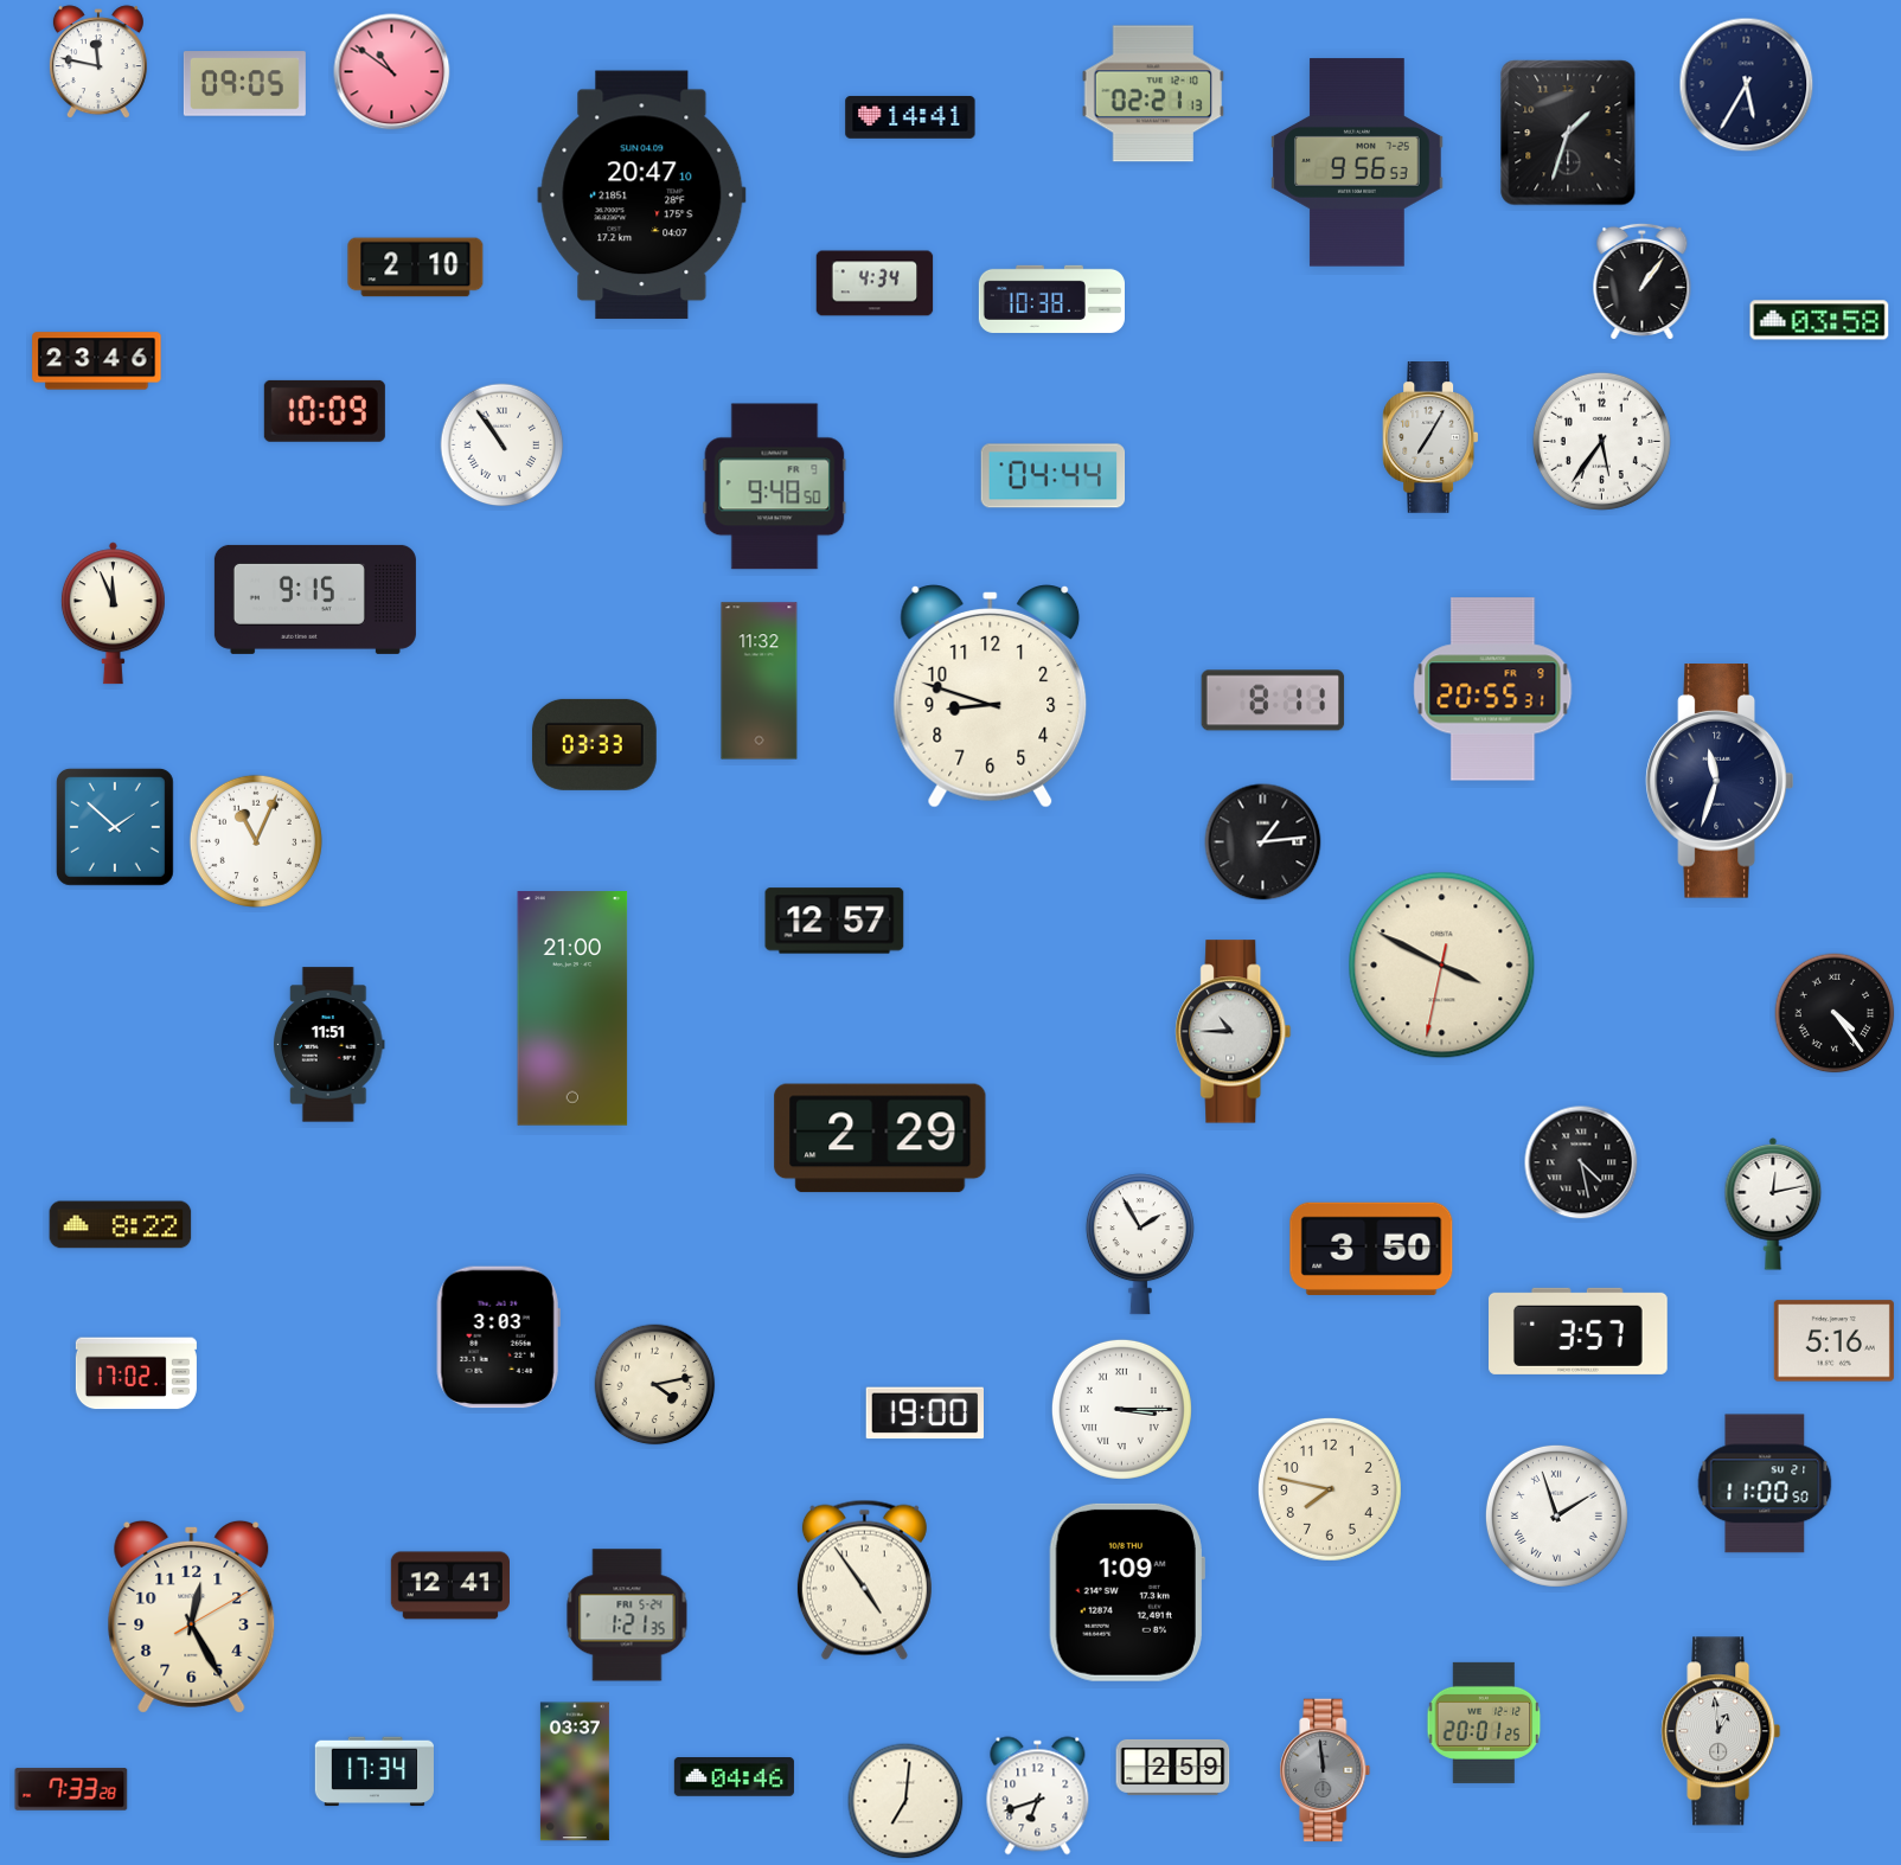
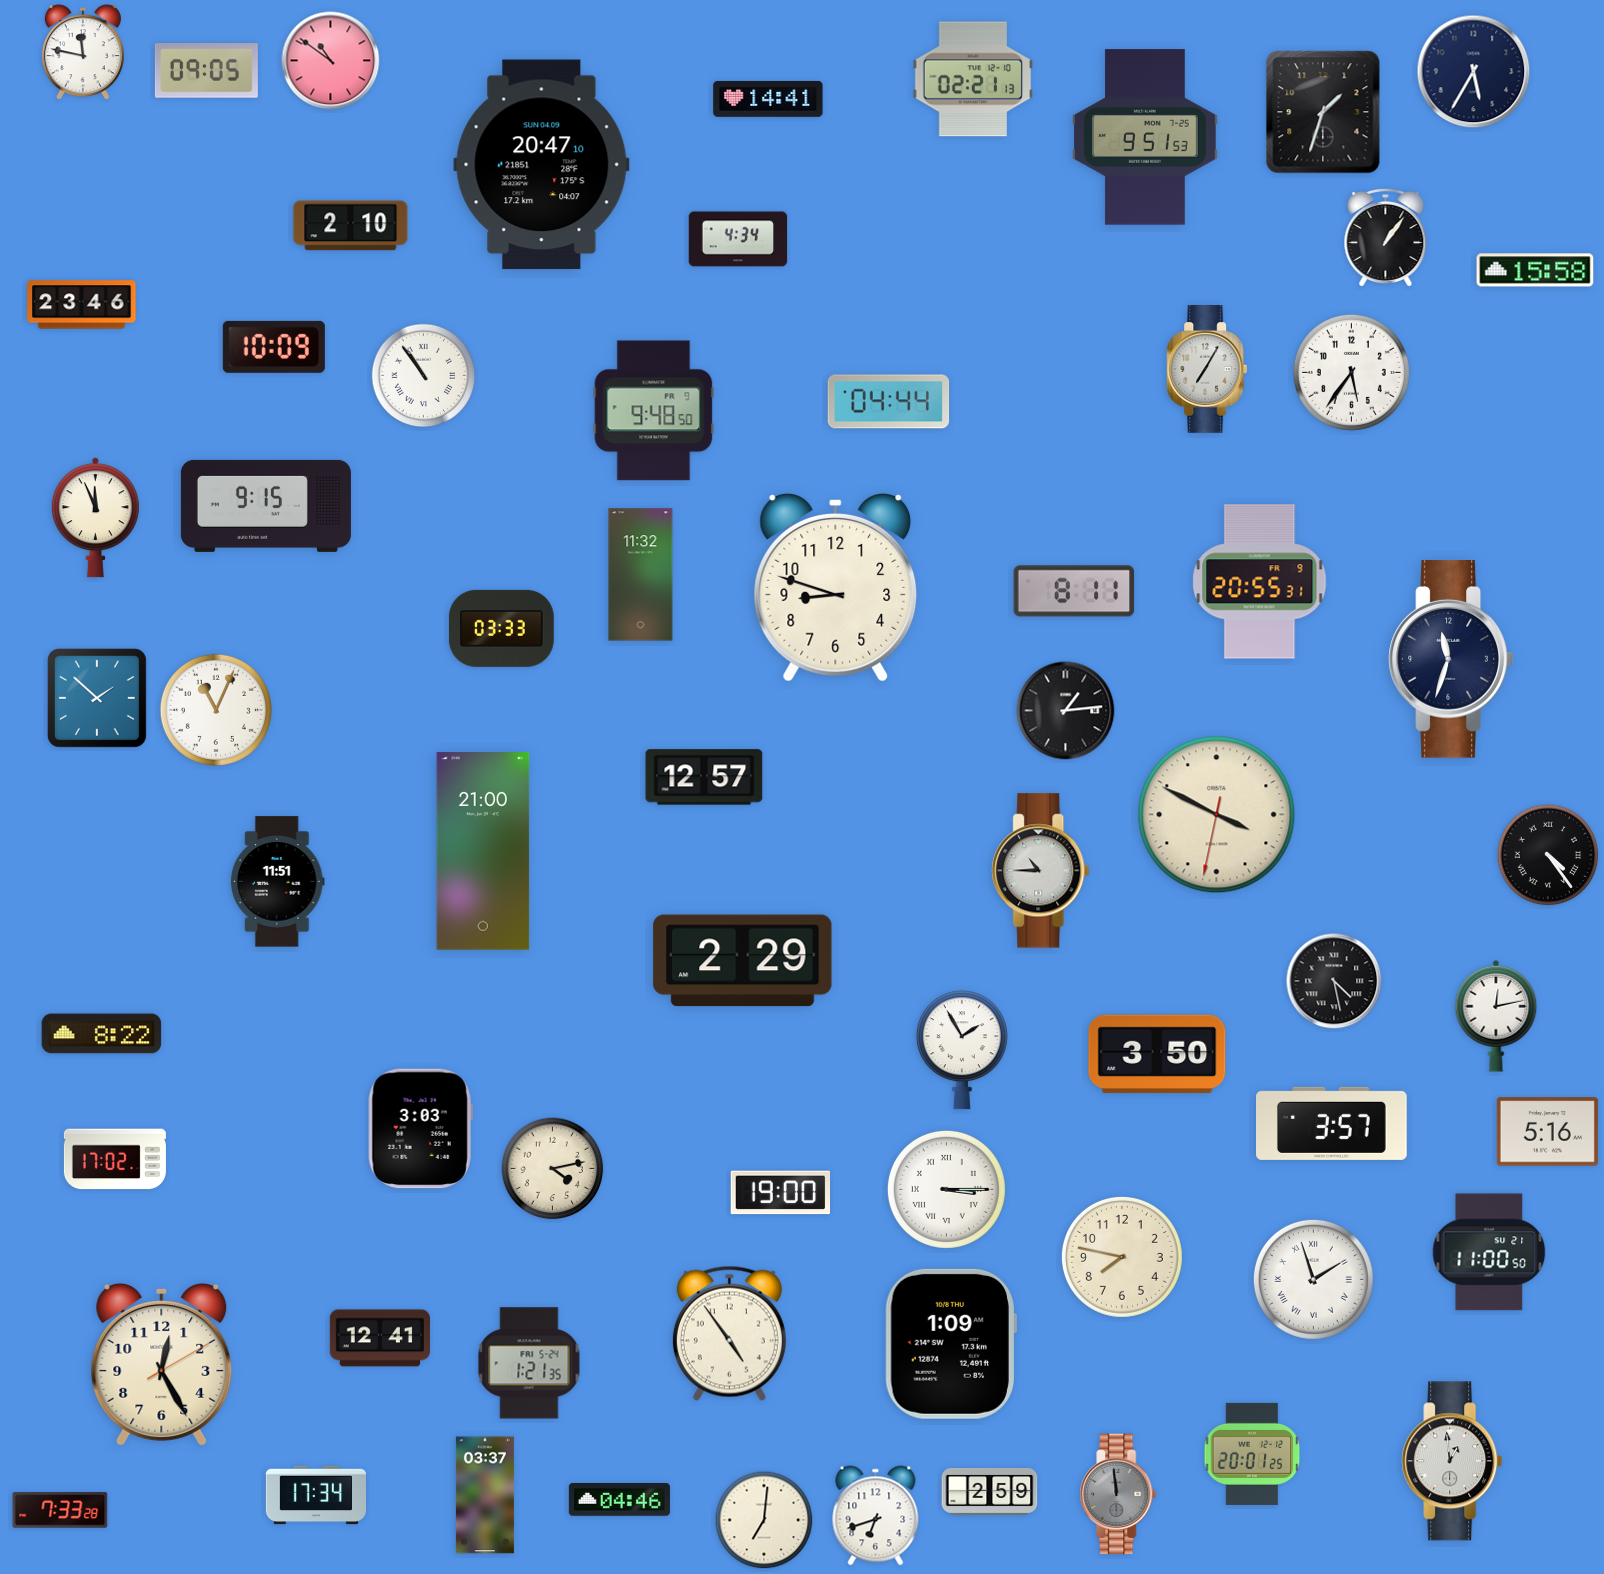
clock at (1357, 162): 9:56 -> 9:51
clock at (1051, 299): 10:38 -> none
clock at (1819, 320): 03:58 -> 15:58
